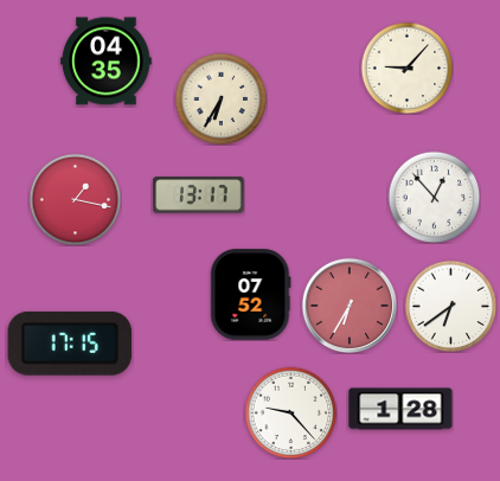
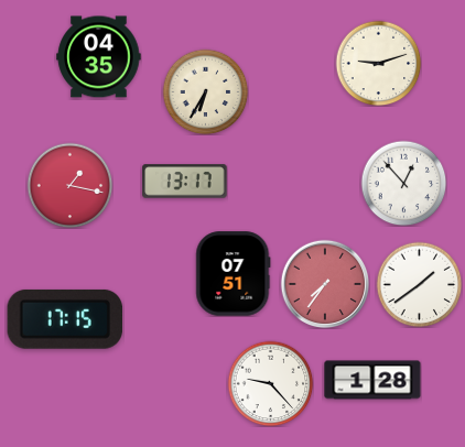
clock at (406, 68): 9:07 -> 9:12
clock at (251, 295): 07:52 -> 07:51
clock at (350, 306): 6:35 -> 7:36
clock at (450, 306): 6:39 -> 1:39
